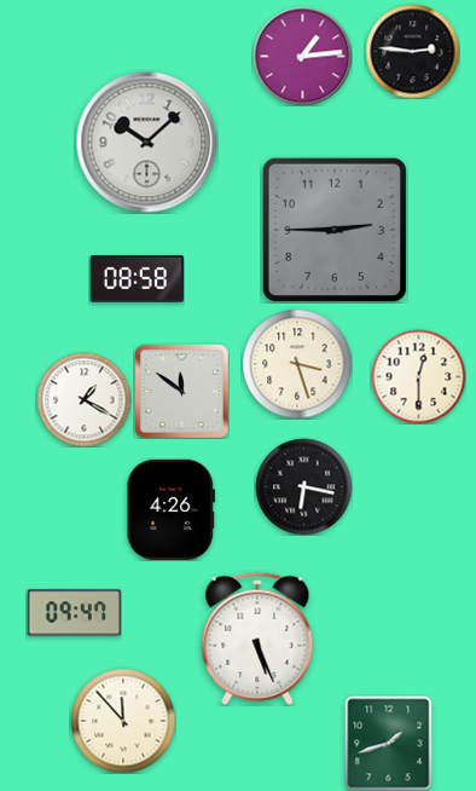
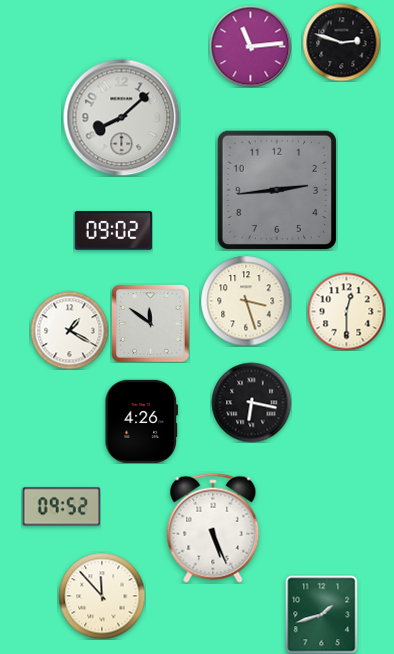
clock at (412, 51): 2:46 -> 2:48
clock at (302, 56): 1:14 -> 11:14
clock at (146, 142): 10:08 -> 8:08
clock at (333, 229): 2:45 -> 2:44
clock at (137, 279): 08:58 -> 09:02
clock at (74, 613): 09:47 -> 09:52
